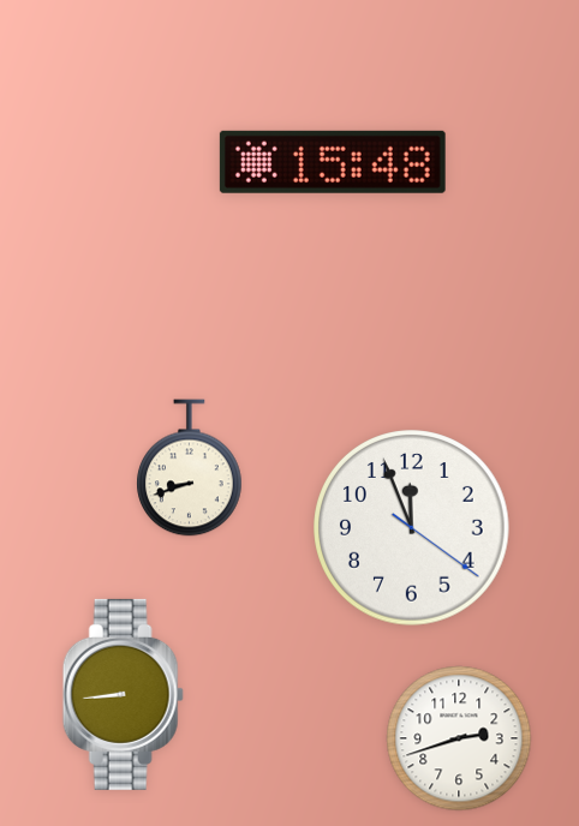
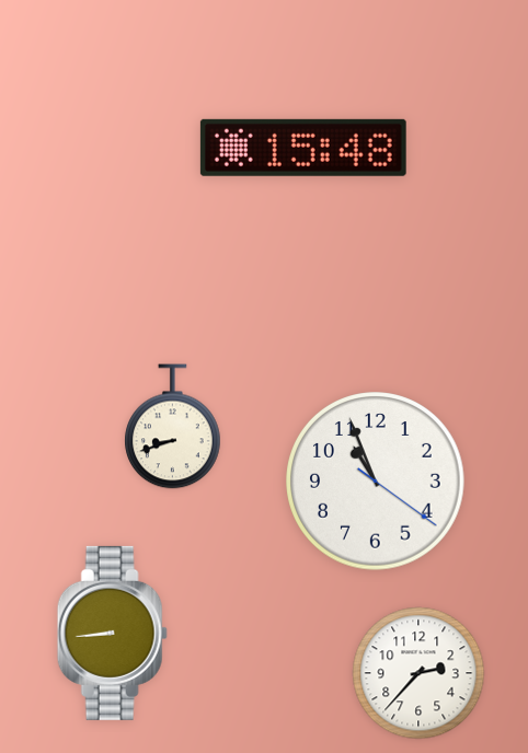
clock at (412, 528): 11:56 -> 10:56
clock at (459, 738): 2:42 -> 2:37
